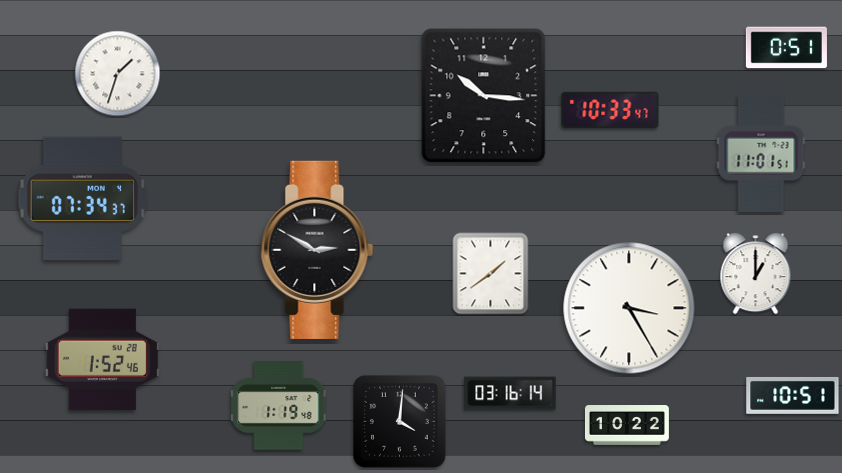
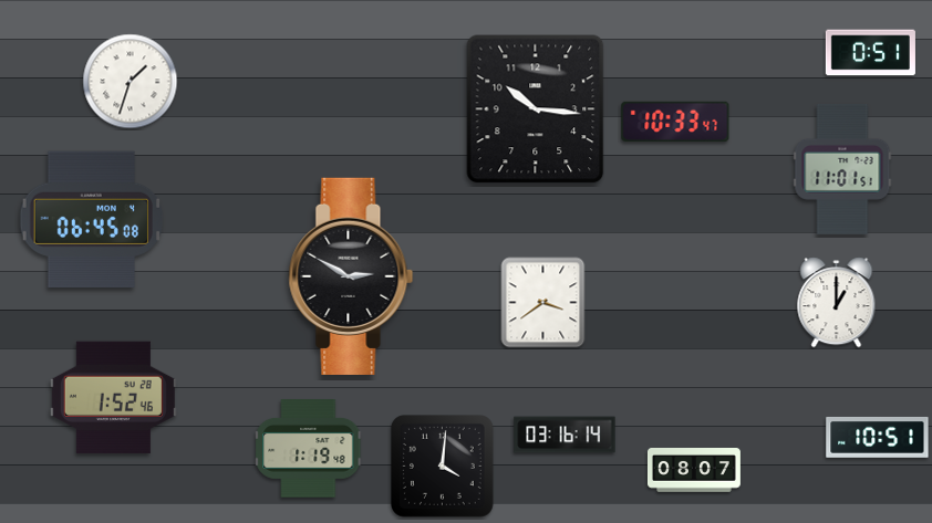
clock at (484, 96) position: (484, 96) -> (536, 109)
clock at (82, 199): 07:34 -> 06:45
clock at (491, 274): 1:39 -> 3:39
clock at (629, 308): 3:25 -> none
clock at (627, 426): 10:22 -> 08:07
